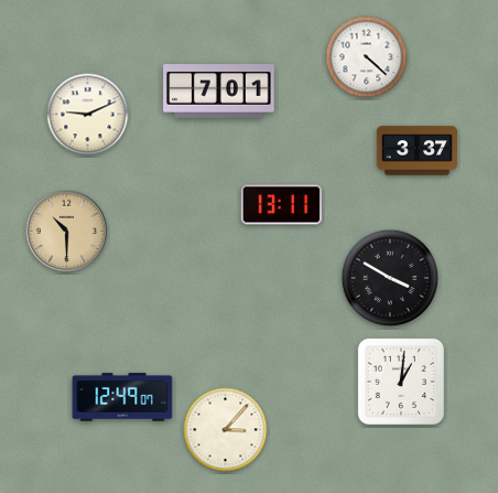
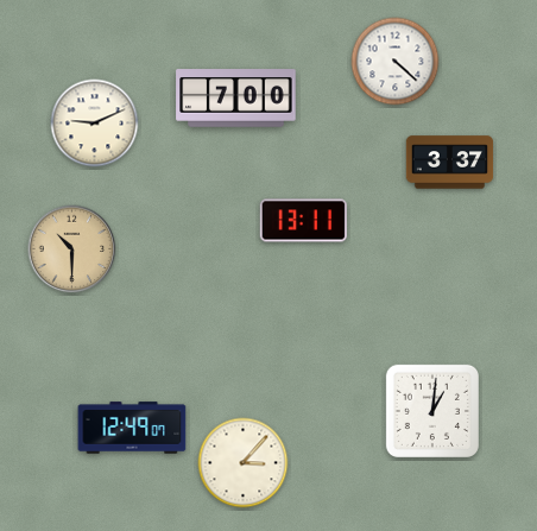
clock at (219, 92): 7:01 -> 7:00
clock at (390, 278): 3:50 -> none
